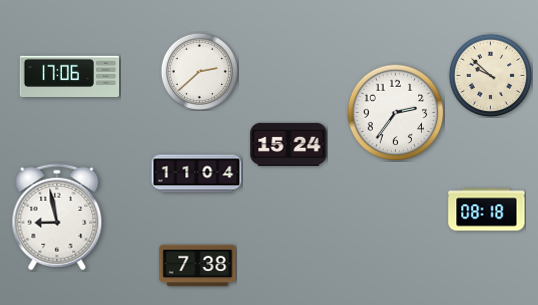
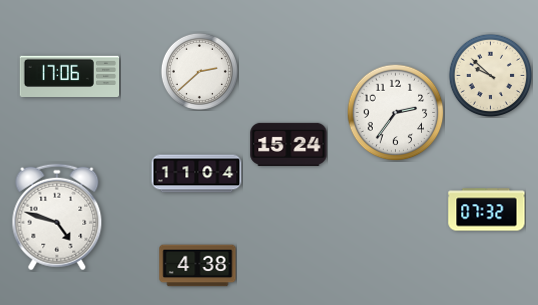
clock at (487, 210): 08:18 -> 07:32
clock at (57, 217): 8:58 -> 4:48
clock at (198, 266): 7:38 -> 4:38
